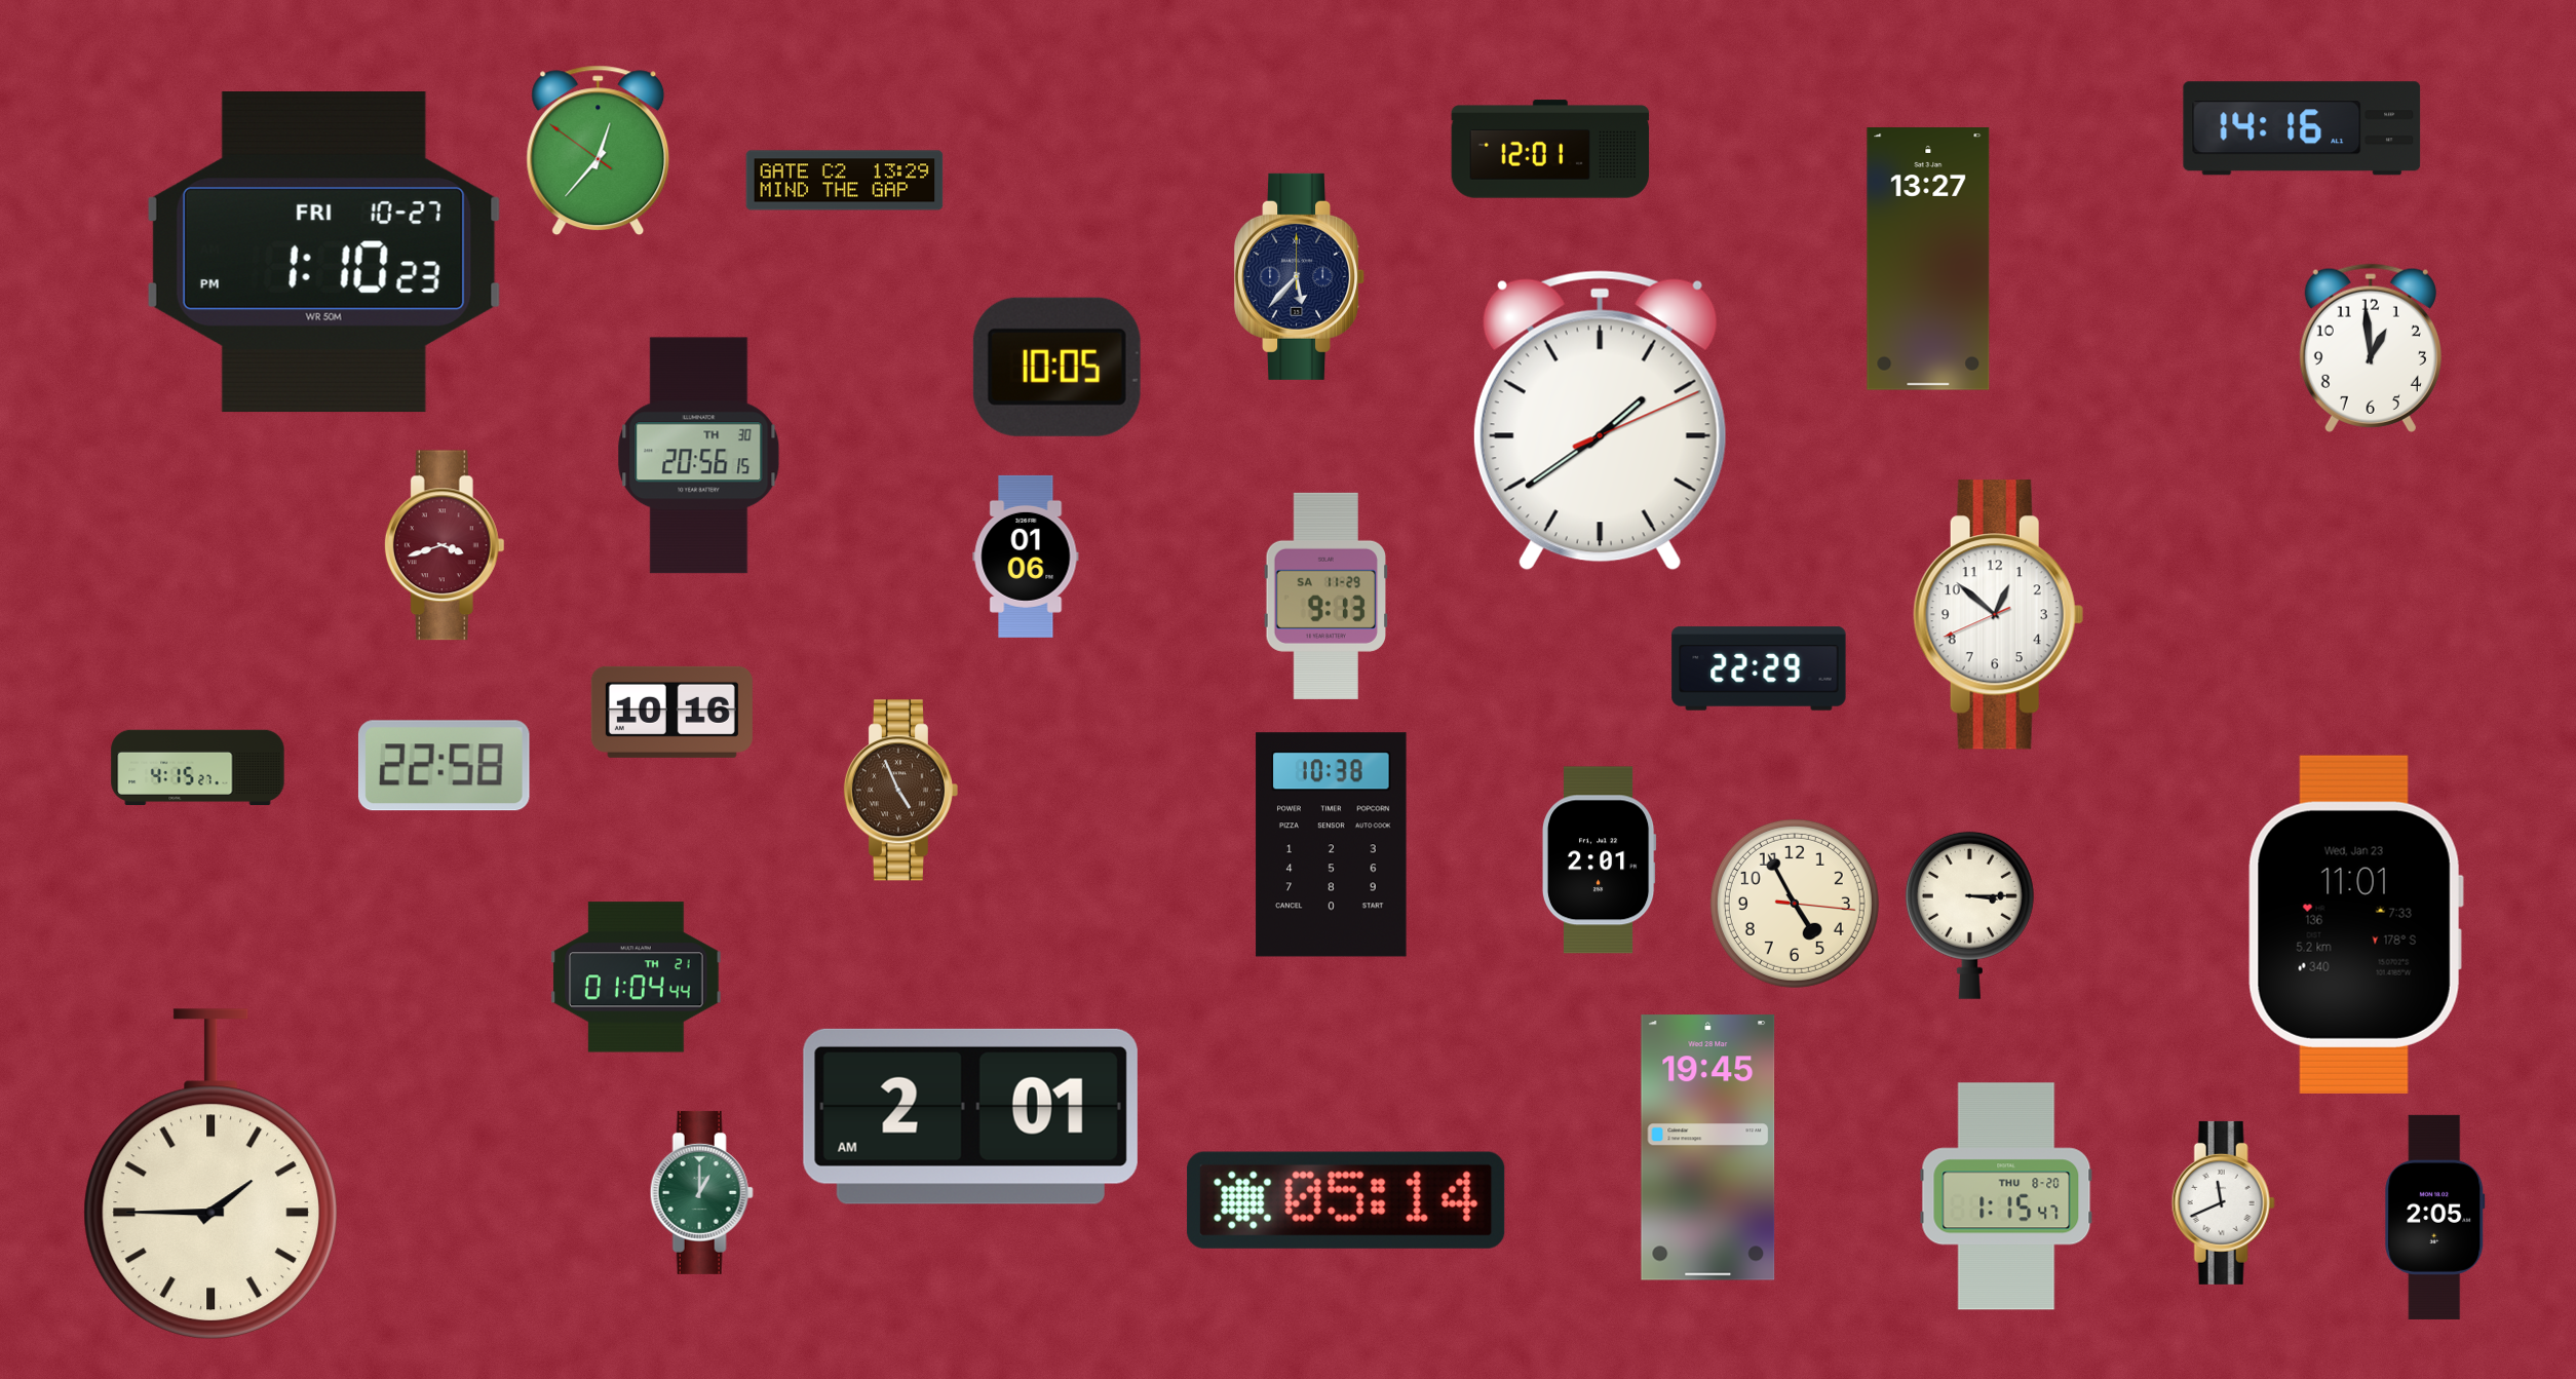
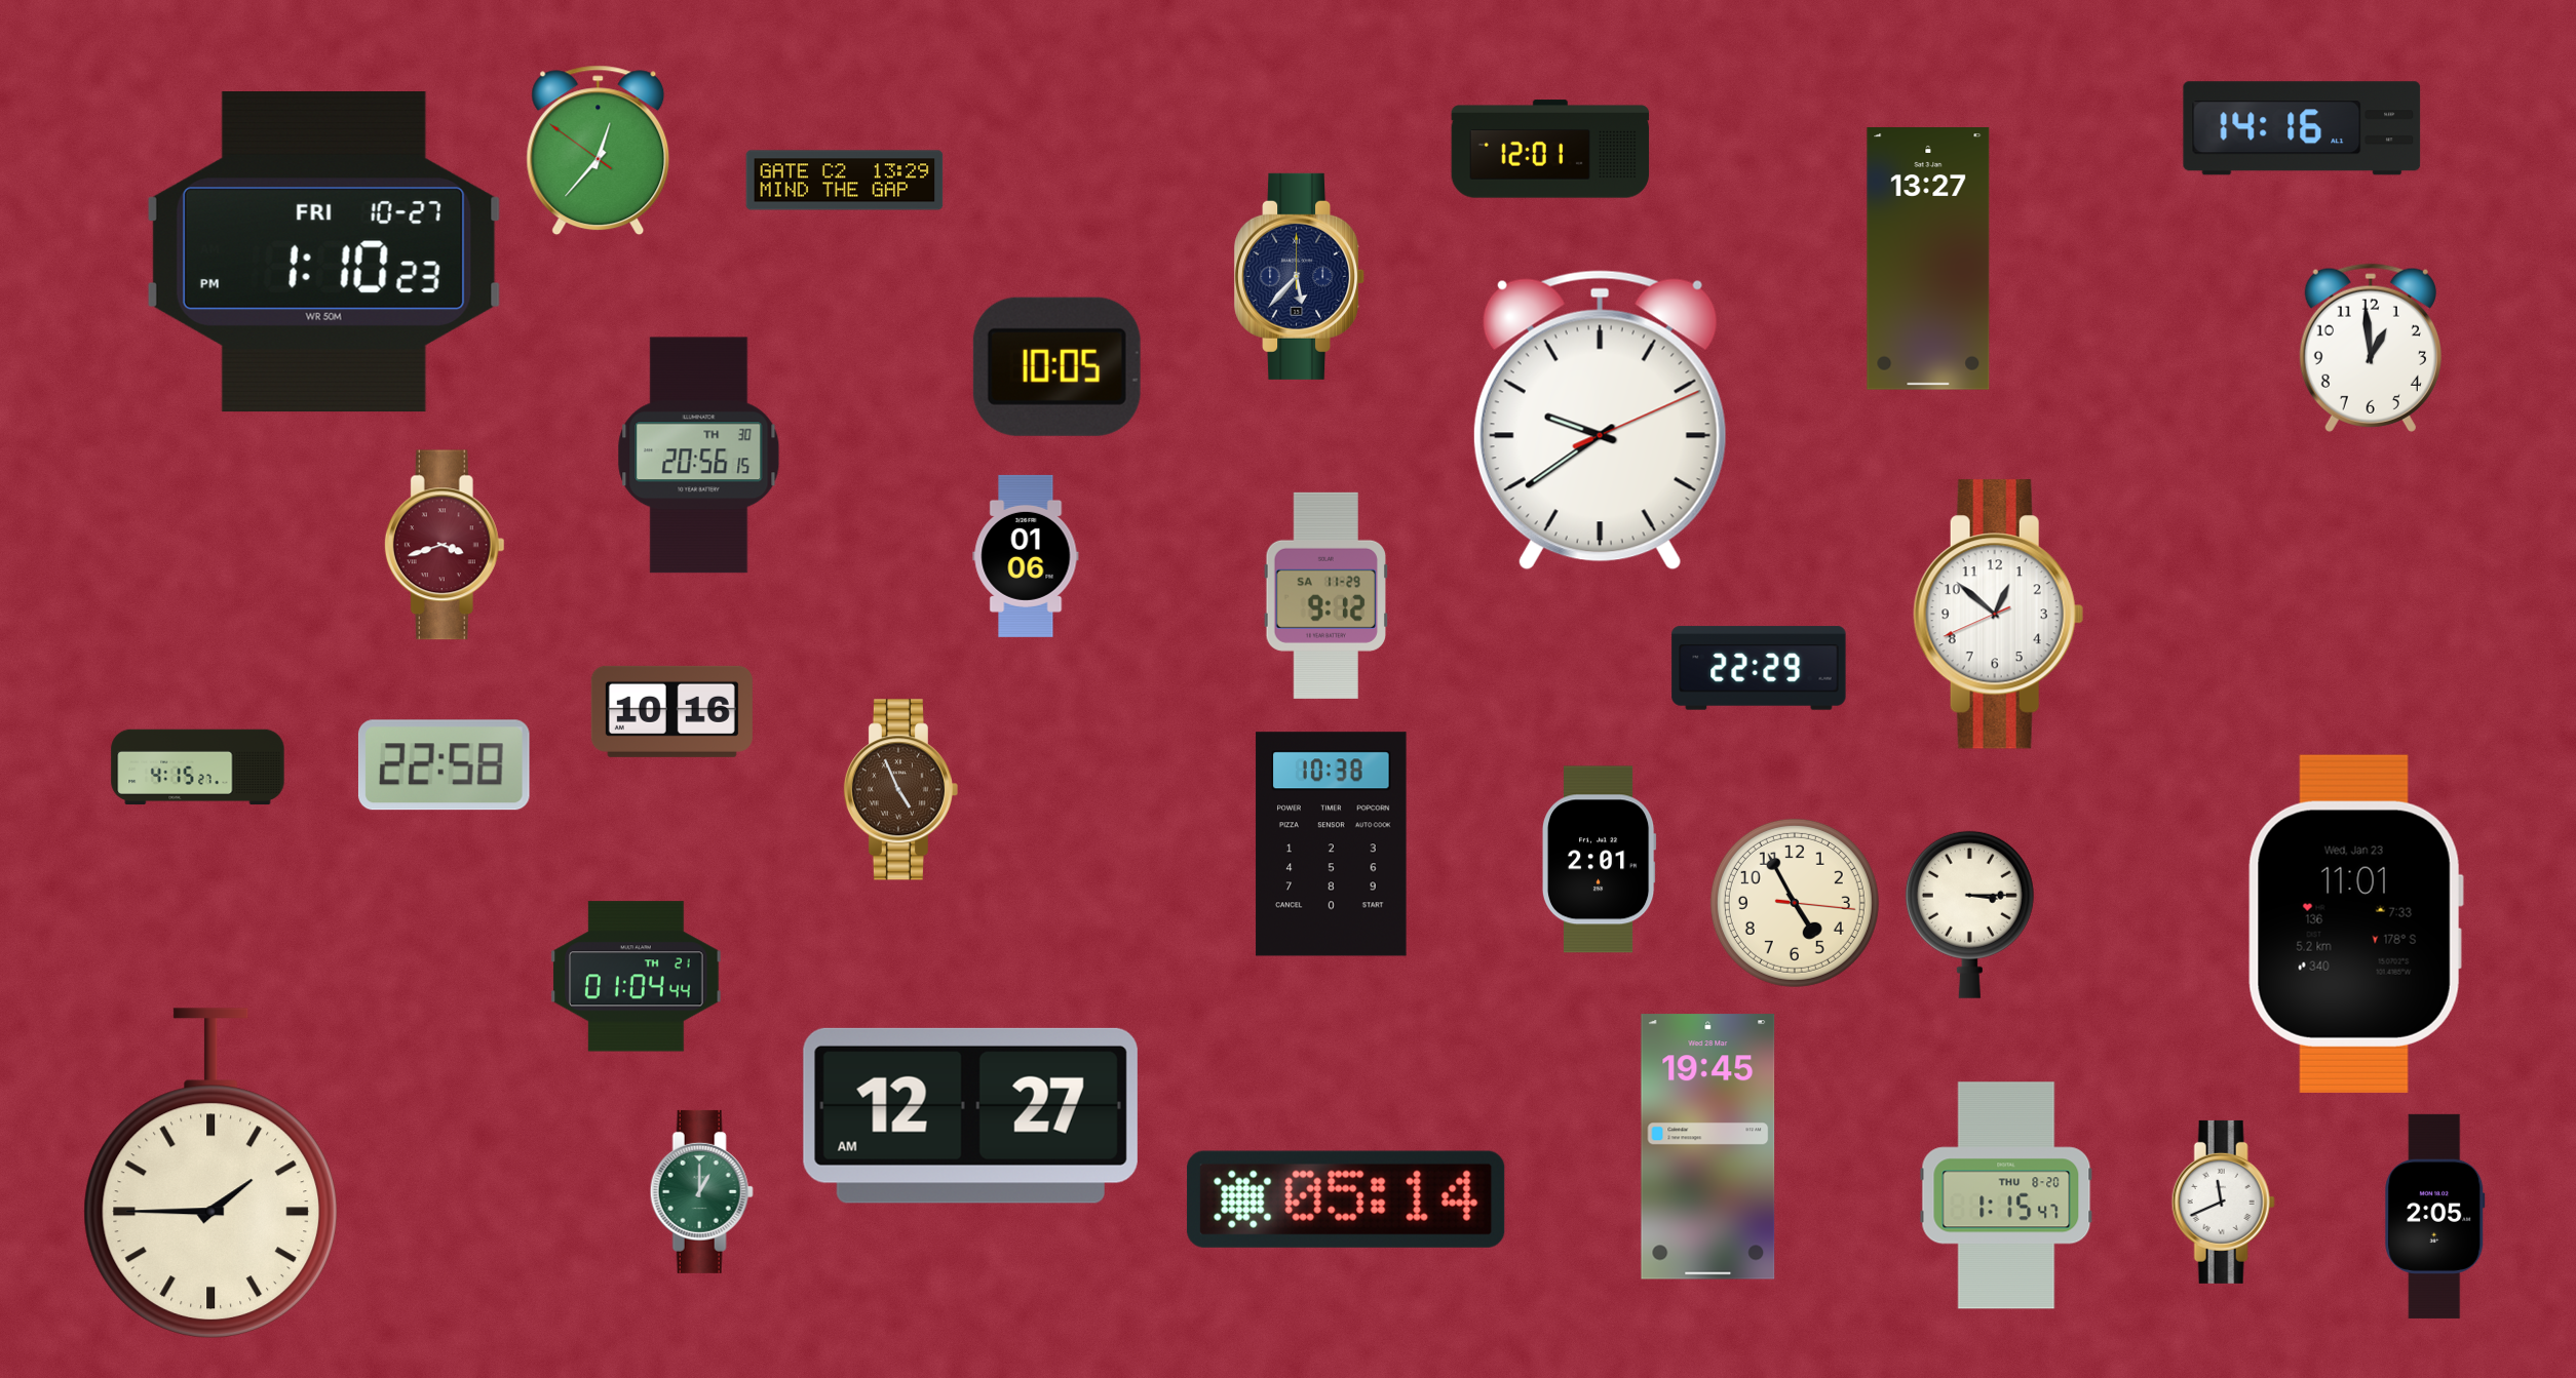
clock at (1600, 421): 1:39 -> 9:39
clock at (1327, 596): 9:13 -> 9:12
clock at (970, 1116): 2:01 -> 12:27
